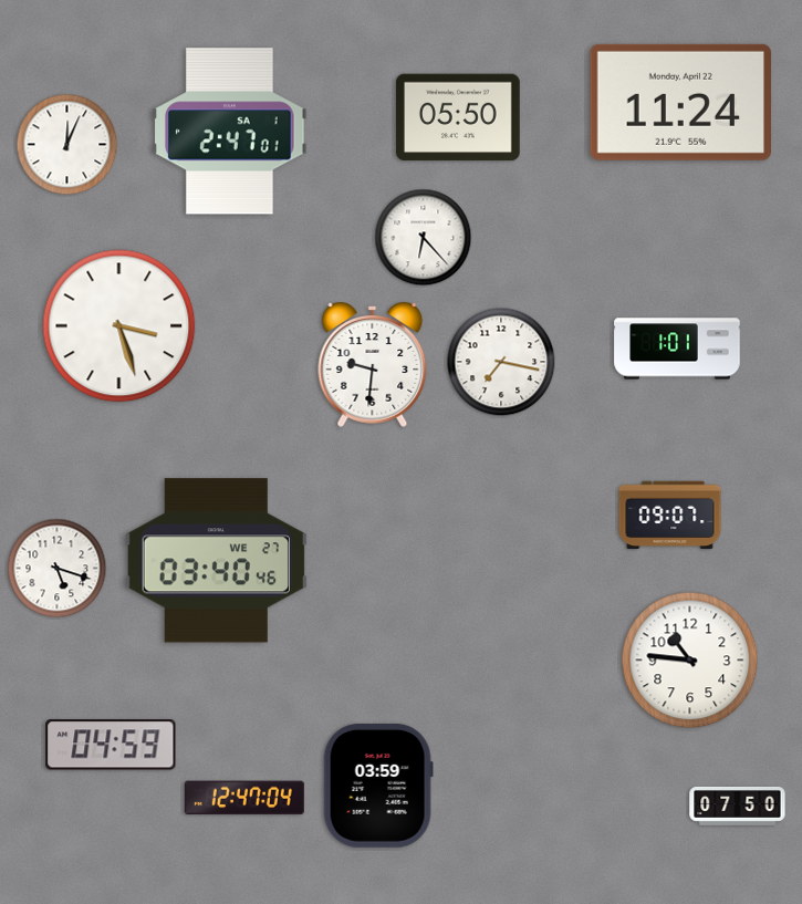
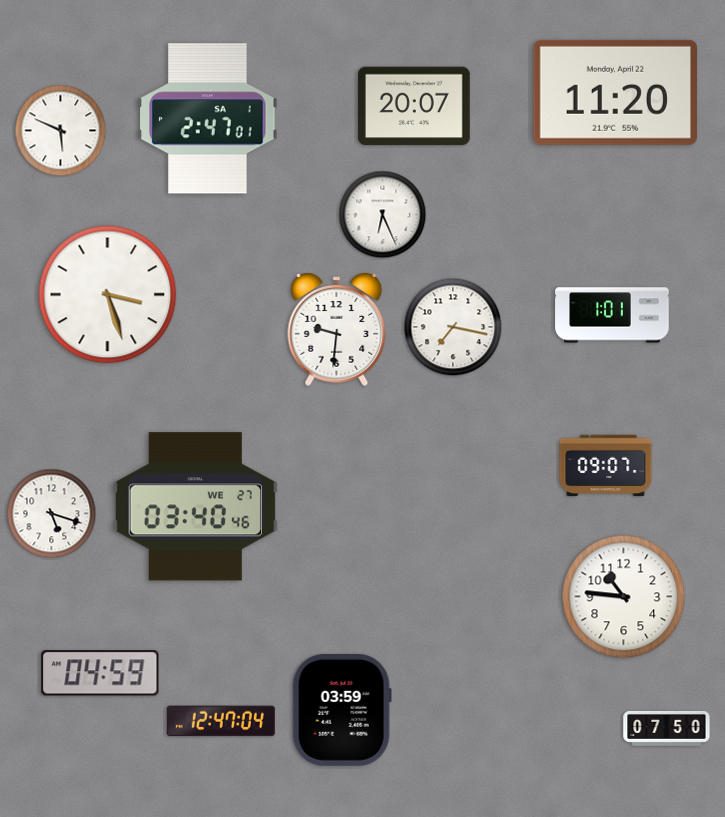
clock at (680, 102): 11:24 -> 11:20
clock at (459, 117): 05:50 -> 20:07
clock at (67, 145): 12:04 -> 5:49
clock at (424, 238): 6:23 -> 6:26
